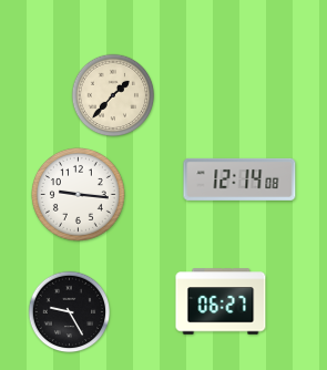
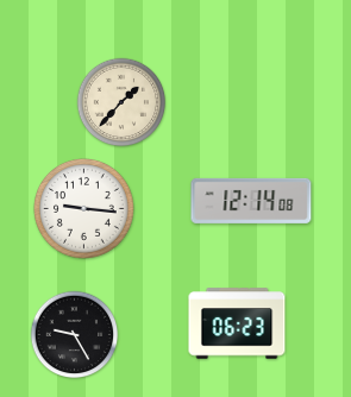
clock at (239, 179) position: (239, 179) -> (251, 201)
clock at (221, 301): 06:27 -> 06:23
